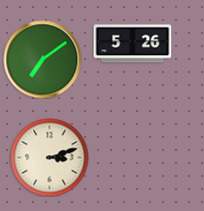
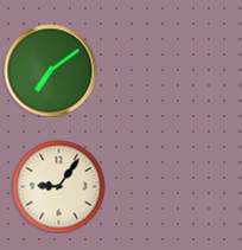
clock at (132, 44): 5:26 -> none
clock at (49, 157): 3:12 -> 9:06
